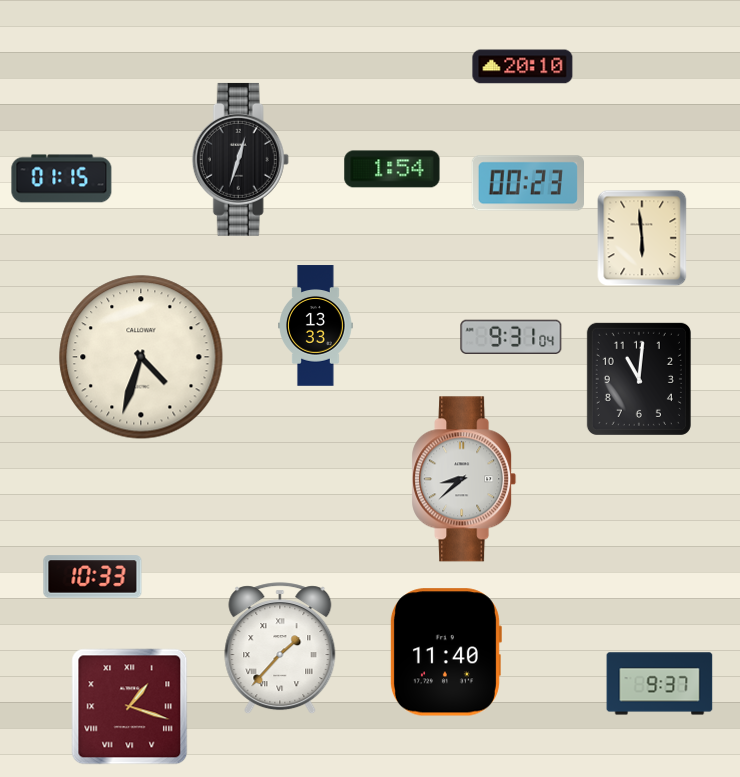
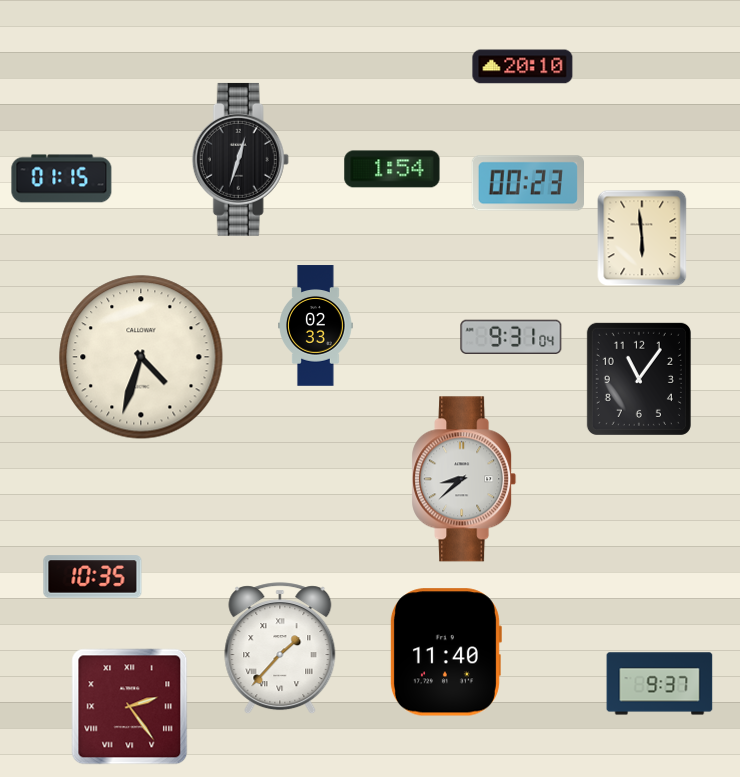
clock at (316, 326): 13:33 -> 02:33
clock at (639, 379): 11:01 -> 11:06
clock at (93, 577): 10:33 -> 10:35
clock at (130, 707): 1:18 -> 2:24
